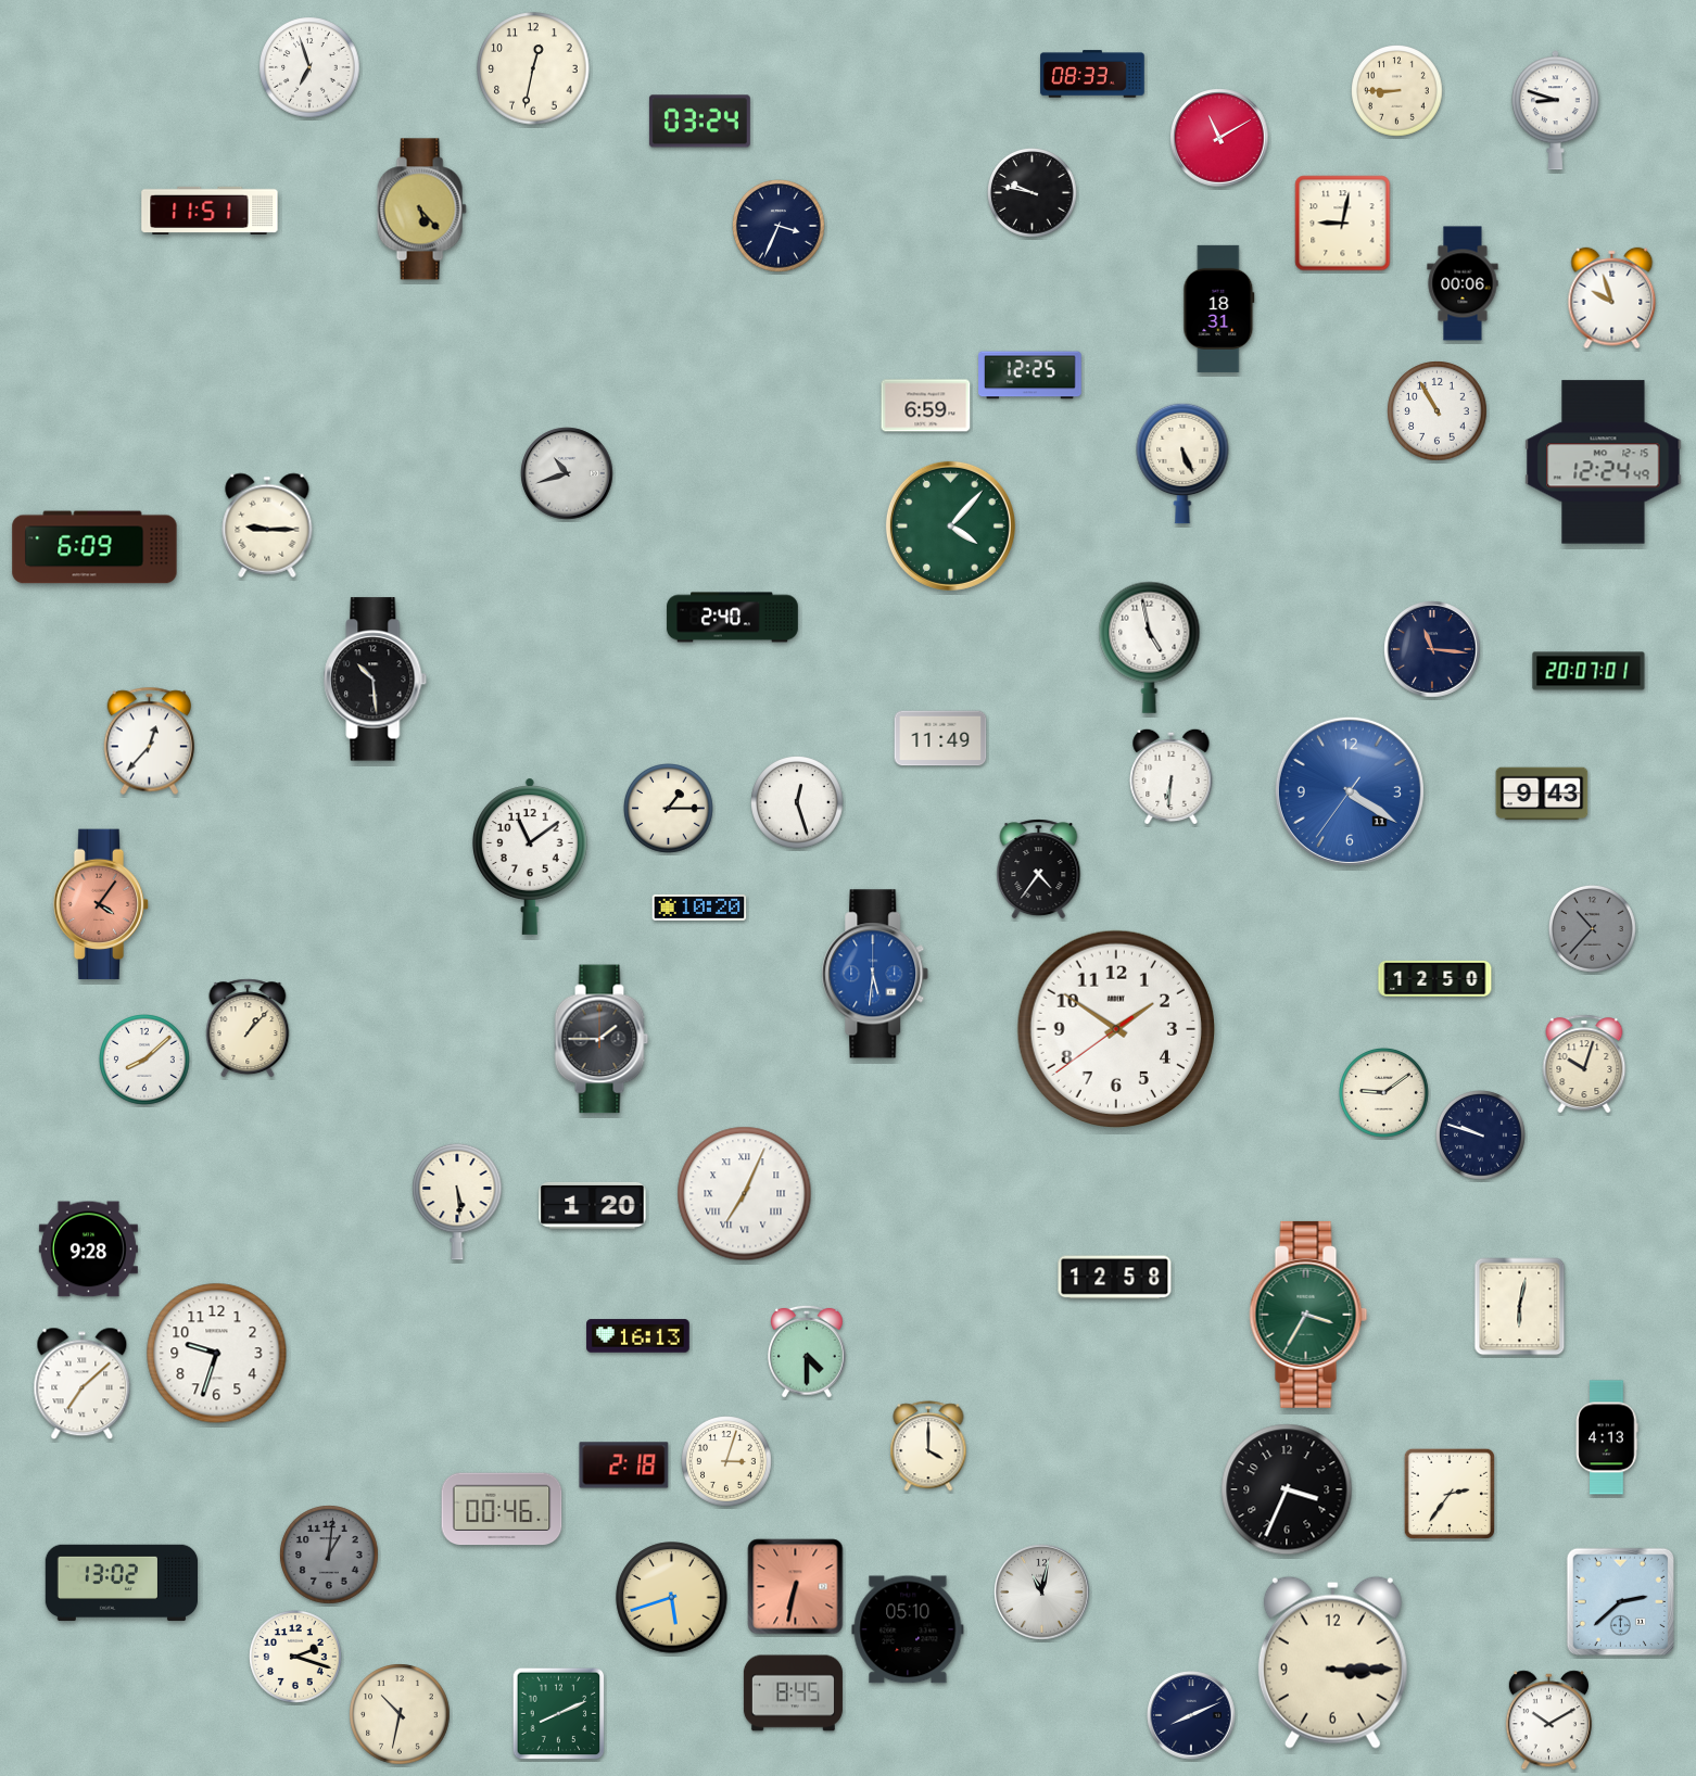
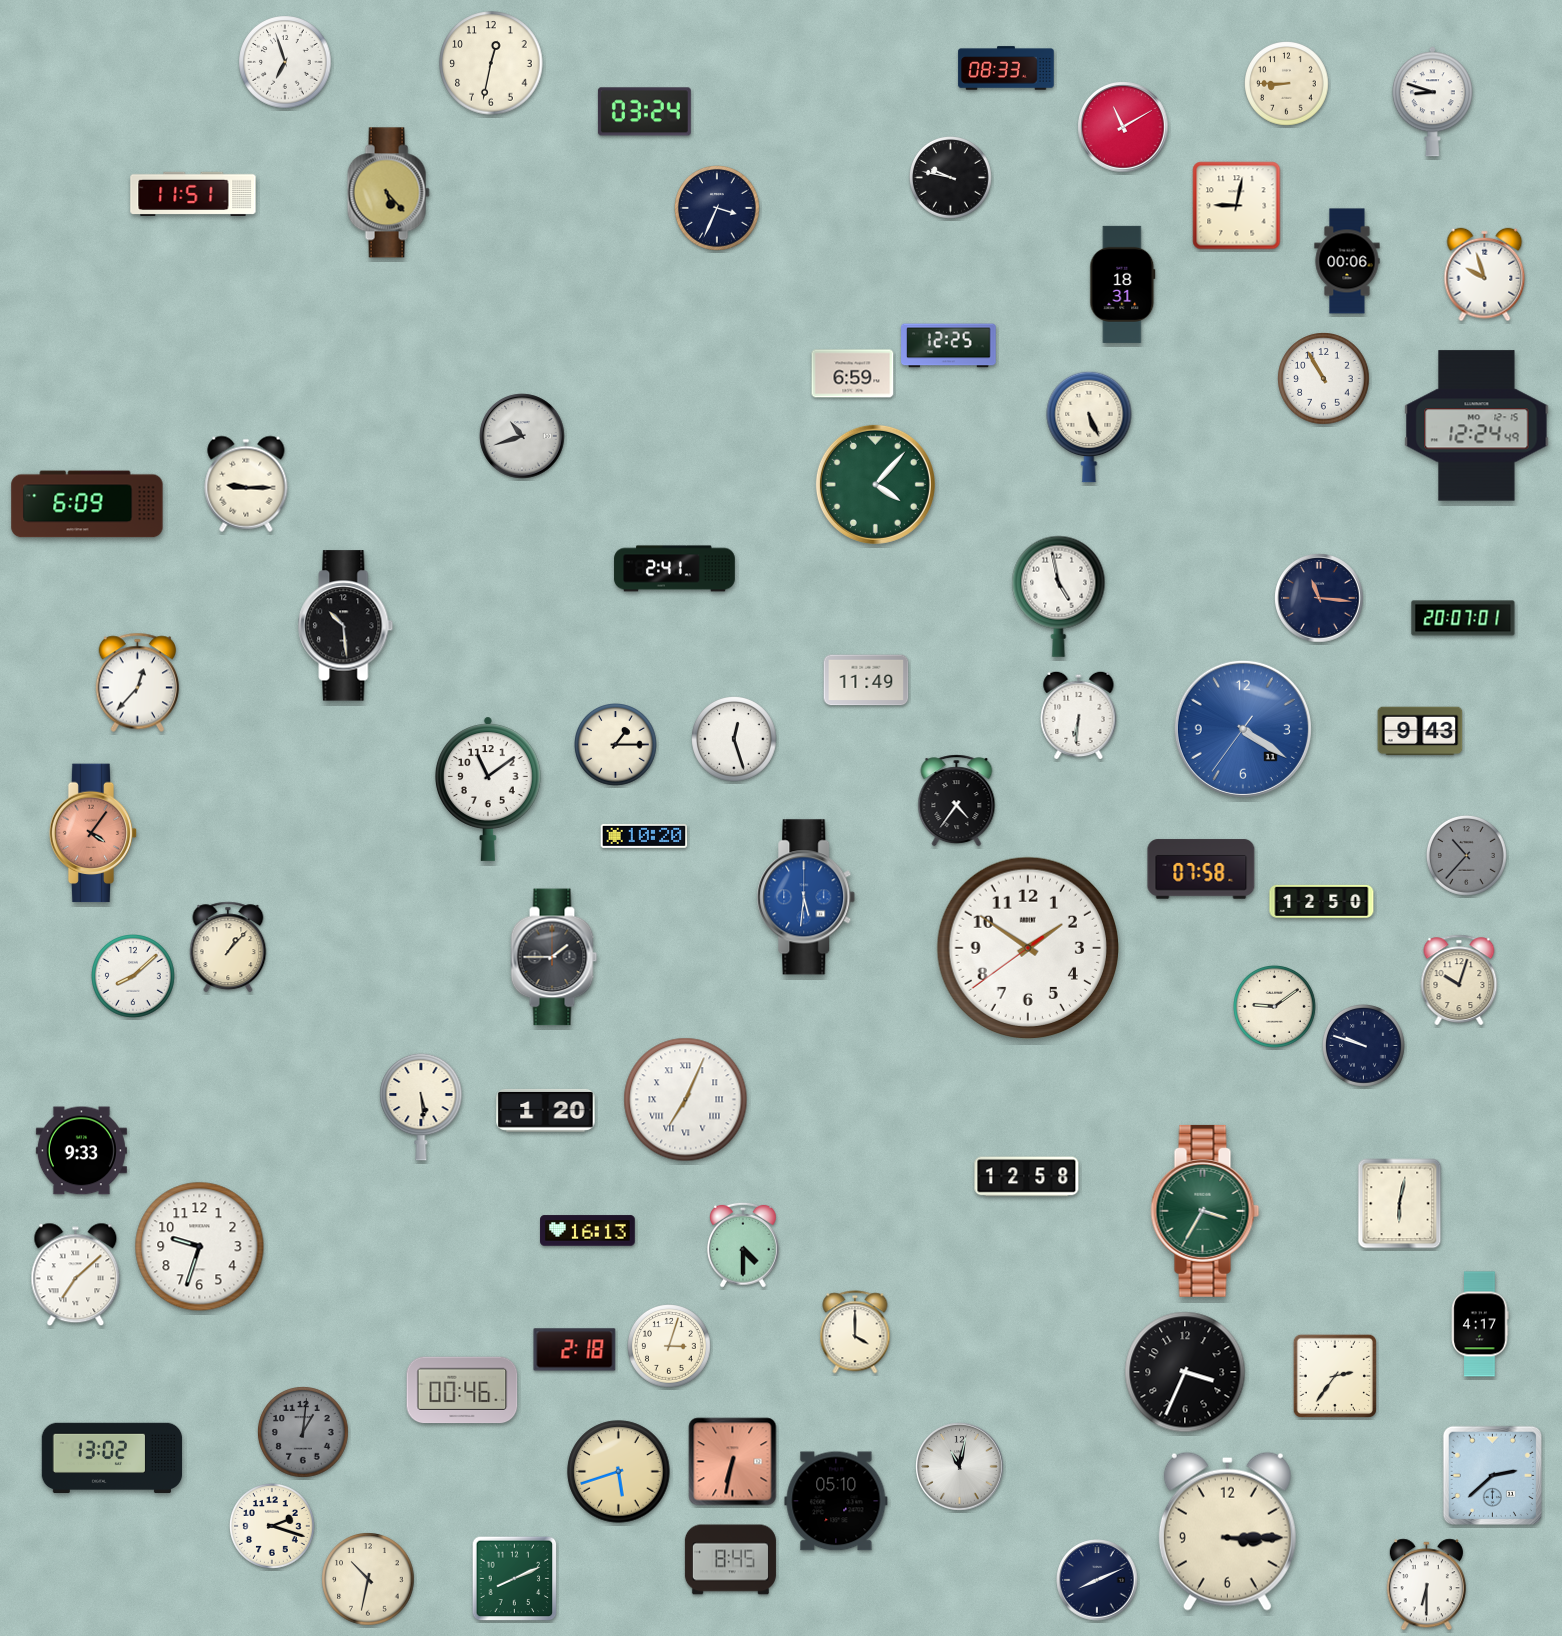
clock at (733, 618): 2:40 -> 2:41
clock at (1201, 869): none -> 07:58
clock at (88, 1249): 9:28 -> 9:33
clock at (1607, 1437): 4:13 -> 4:17
clock at (1548, 1721): 10:10 -> 6:30
